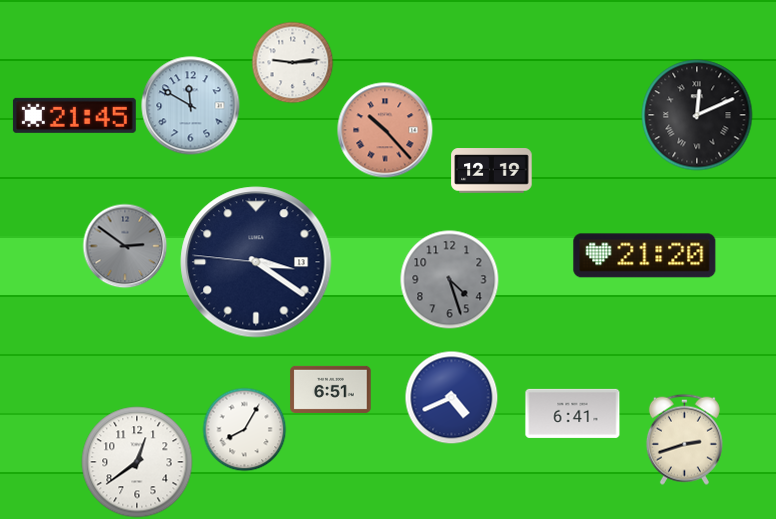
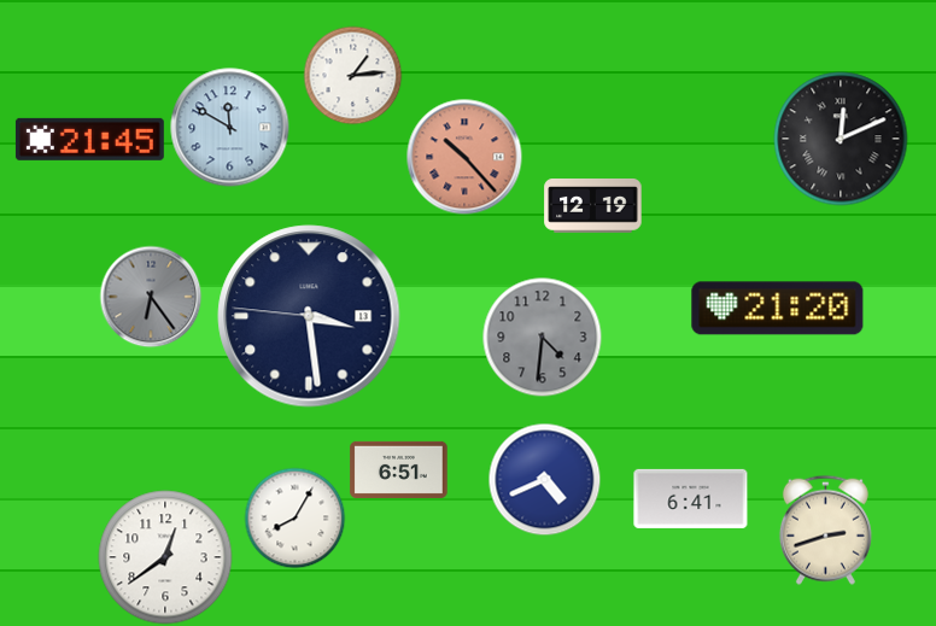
clock at (292, 62): 9:14 -> 1:14
clock at (125, 246): 2:51 -> 6:24
clock at (256, 262): 3:20 -> 3:28
clock at (450, 280): 4:27 -> 4:31
